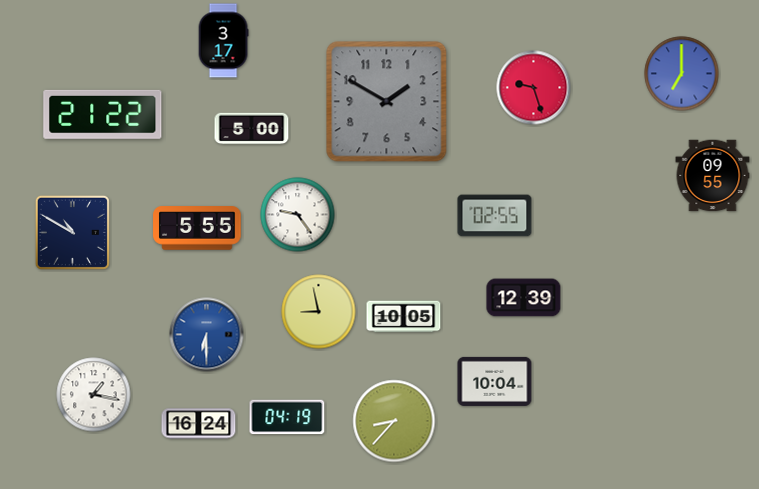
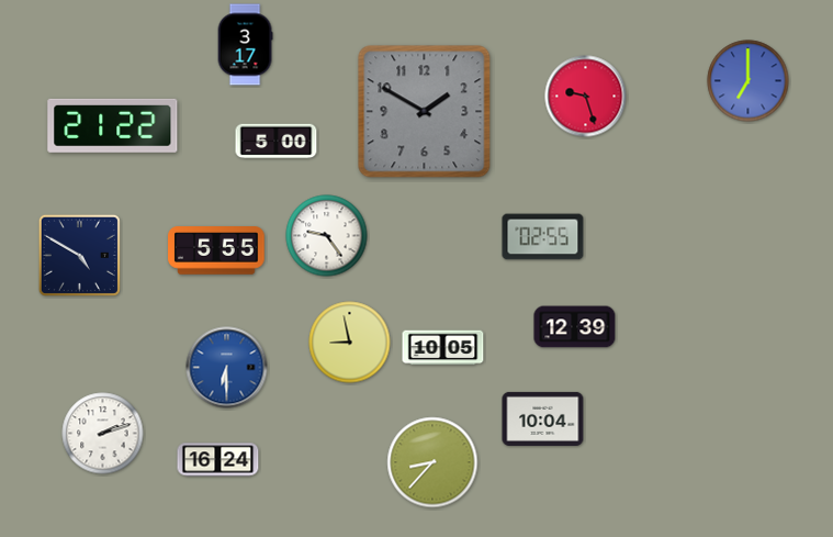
clock at (713, 176): 09:55 -> none
clock at (72, 232): 10:50 -> 4:50
clock at (94, 395): 1:17 -> 2:12
clock at (287, 417): 04:19 -> none
clock at (199, 424) position: (199, 424) -> (218, 460)
